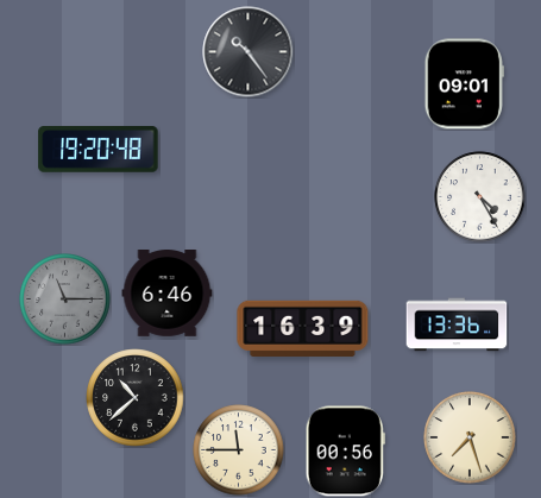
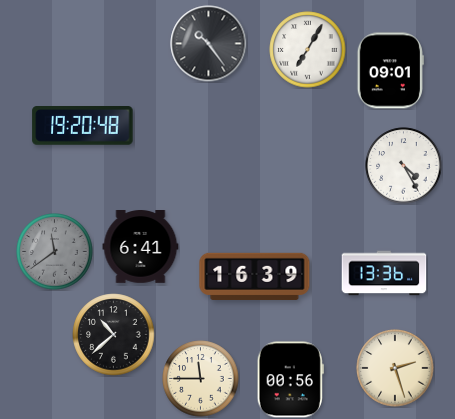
clock at (308, 50): none -> 7:05
clock at (168, 294): 6:46 -> 6:41
clock at (65, 300): 11:15 -> 11:39
clock at (470, 437): 7:27 -> 2:27
